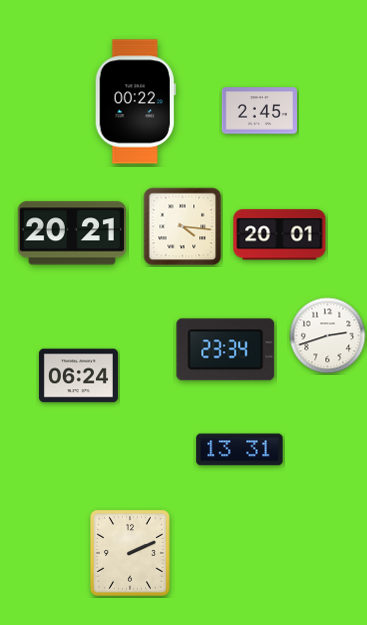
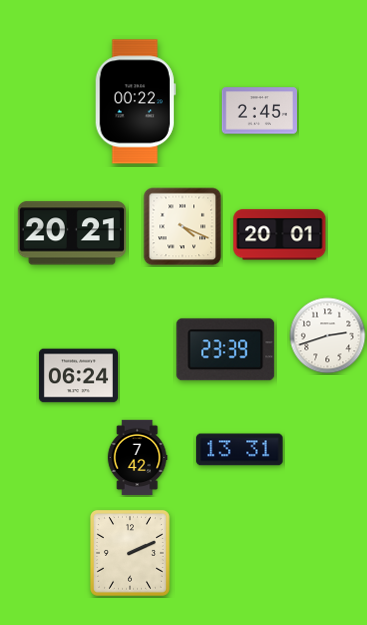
clock at (183, 227): 4:16 -> 4:19
clock at (226, 350): 23:34 -> 23:39
clock at (137, 458): none -> 7:42
